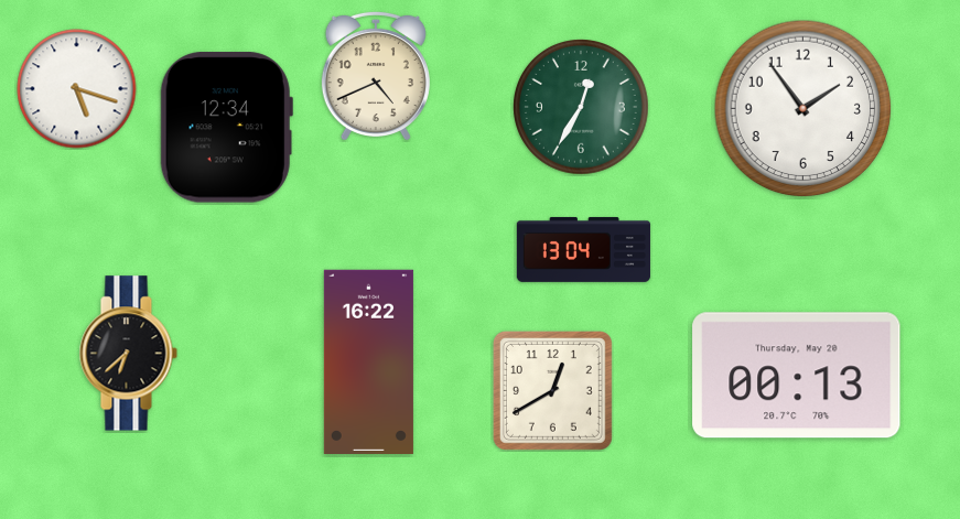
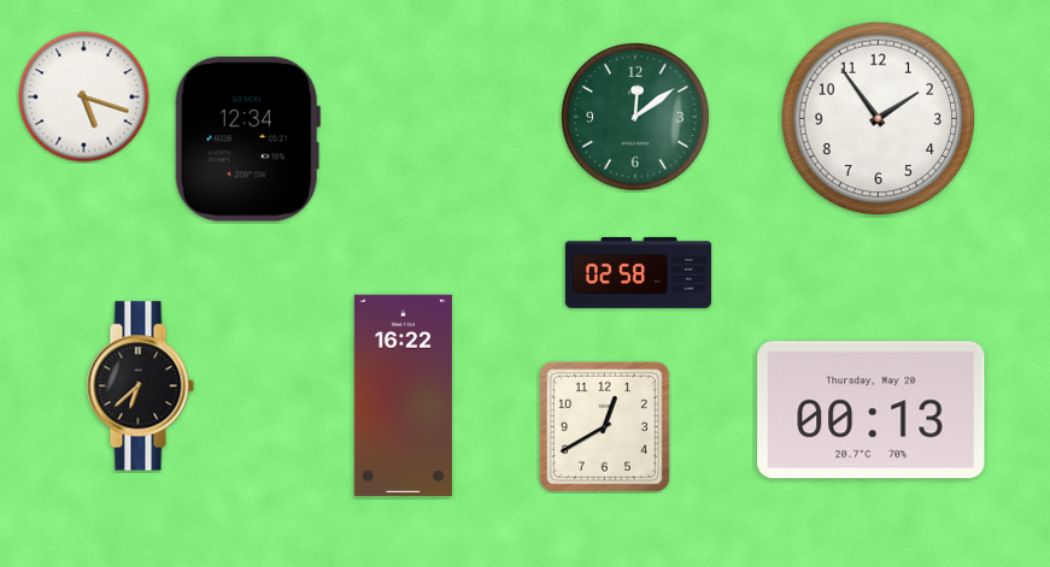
clock at (376, 76): 4:41 -> none
clock at (581, 107): 12:35 -> 12:09
clock at (583, 249): 13:04 -> 02:58
